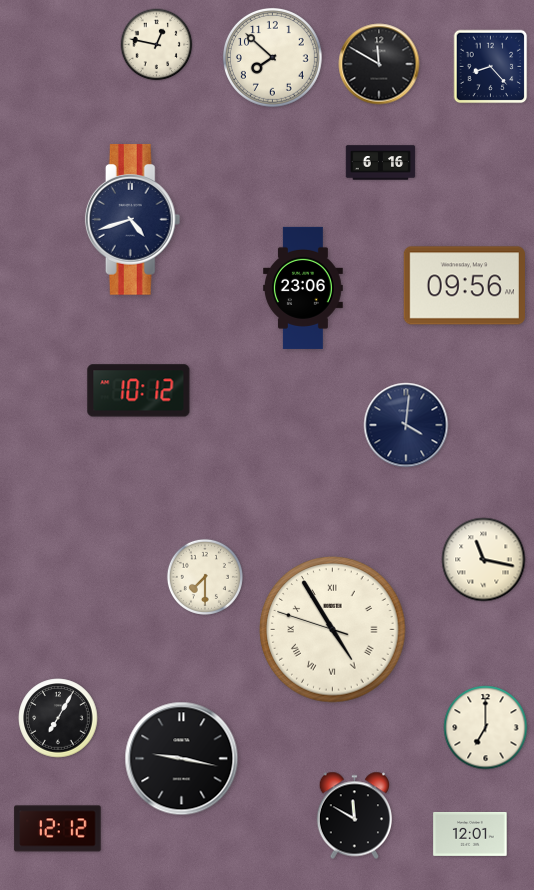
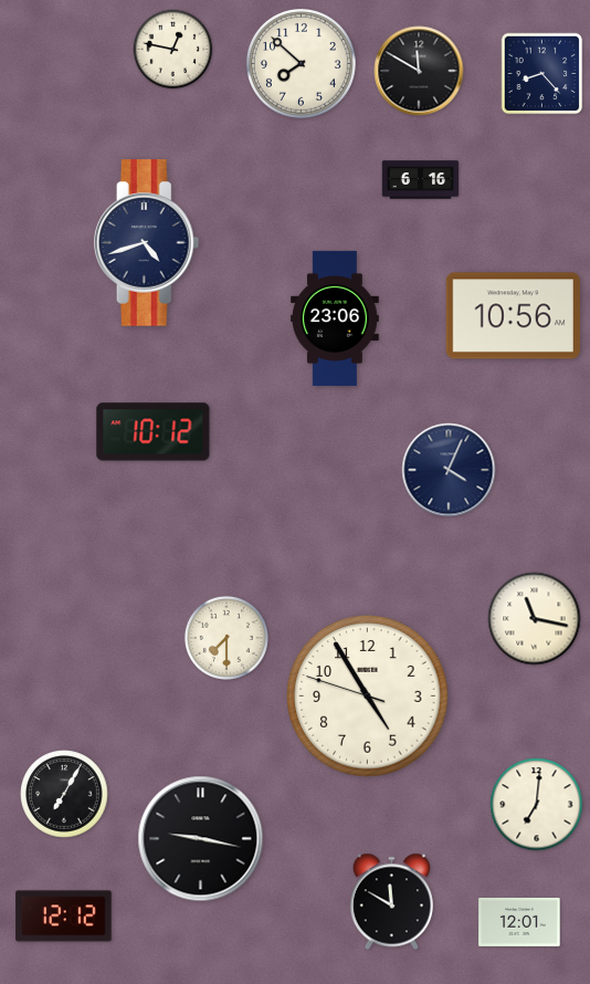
clock at (464, 286): 09:56 -> 10:56
clock at (406, 425): 4:01 -> 4:04
clock at (333, 630) numerals: Roman -> Arabic
clock at (486, 728): 7:00 -> 7:01
